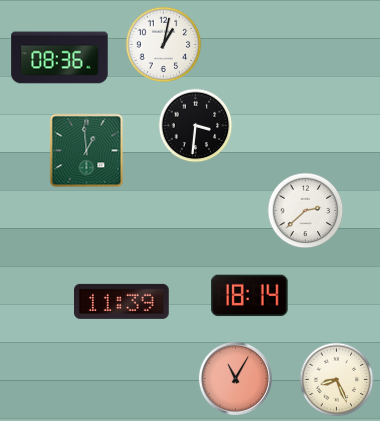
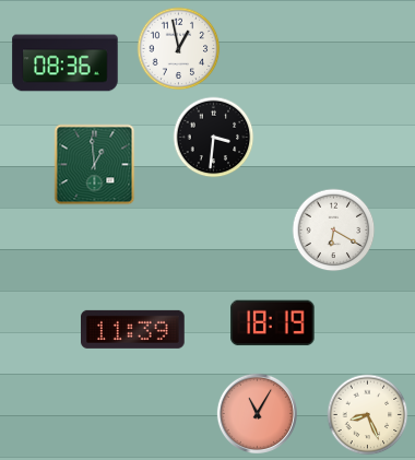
clock at (164, 45): 1:02 -> 12:58
clock at (306, 211): 2:38 -> 6:20
clock at (250, 296): 18:14 -> 18:19
